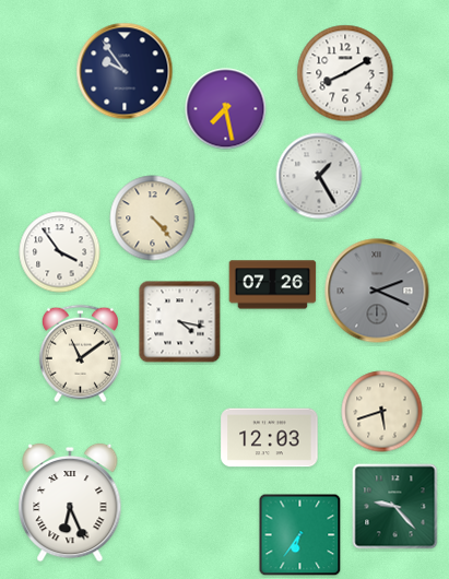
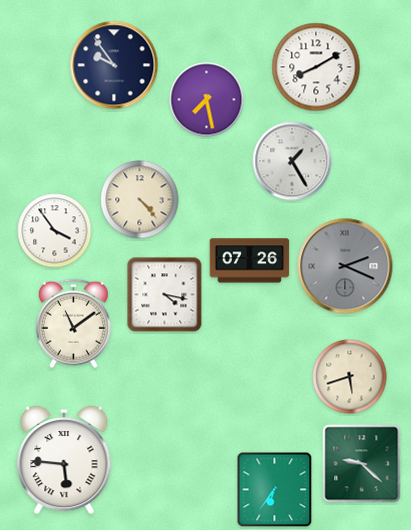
clock at (270, 438): 12:03 -> none
clock at (70, 503): 6:26 -> 5:46
clock at (395, 507): 9:23 -> 9:22
